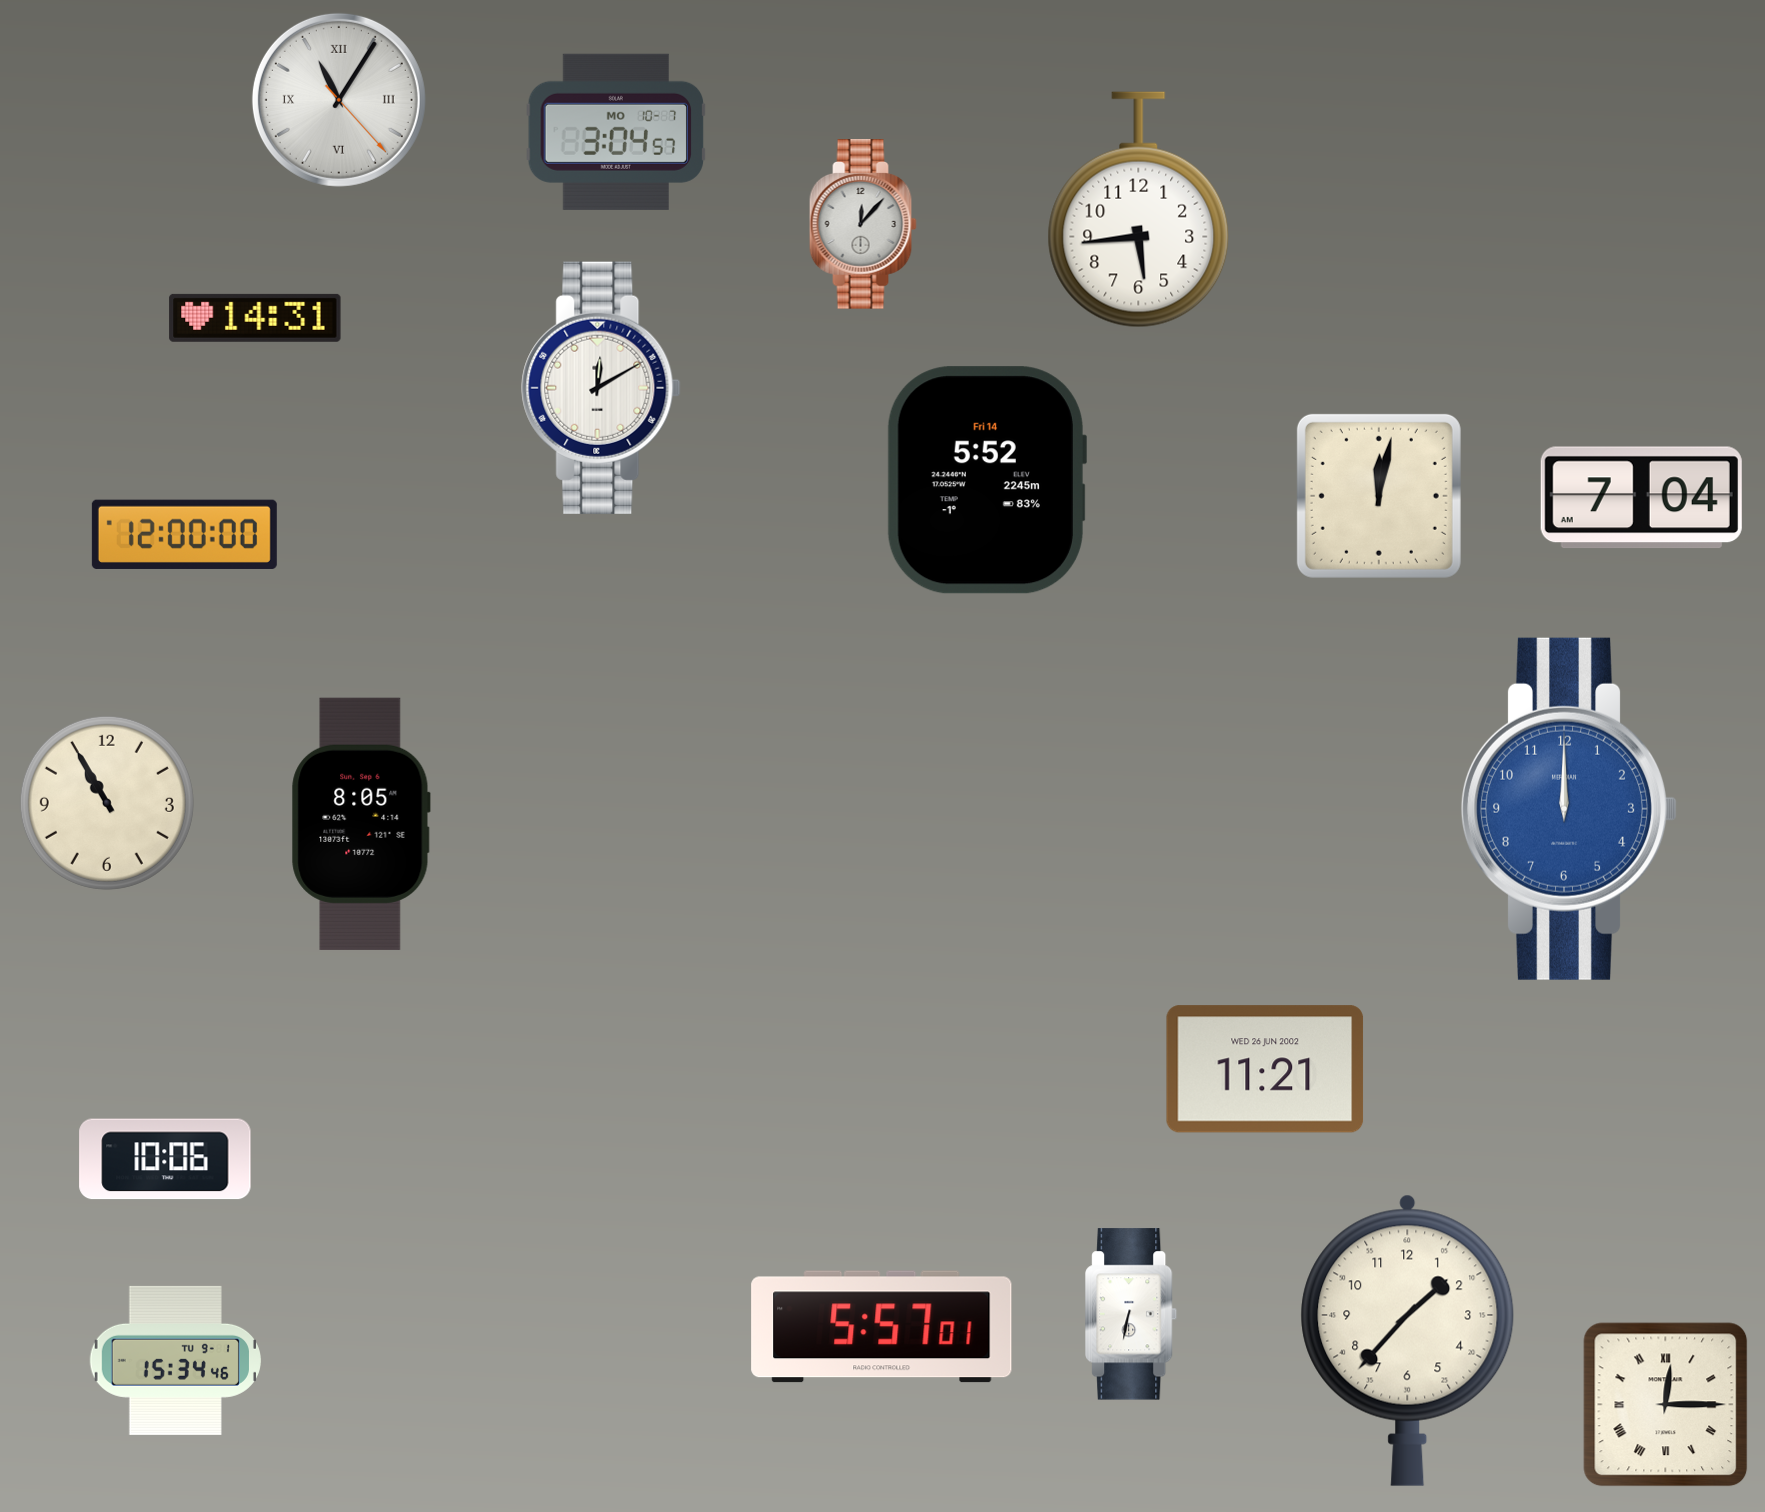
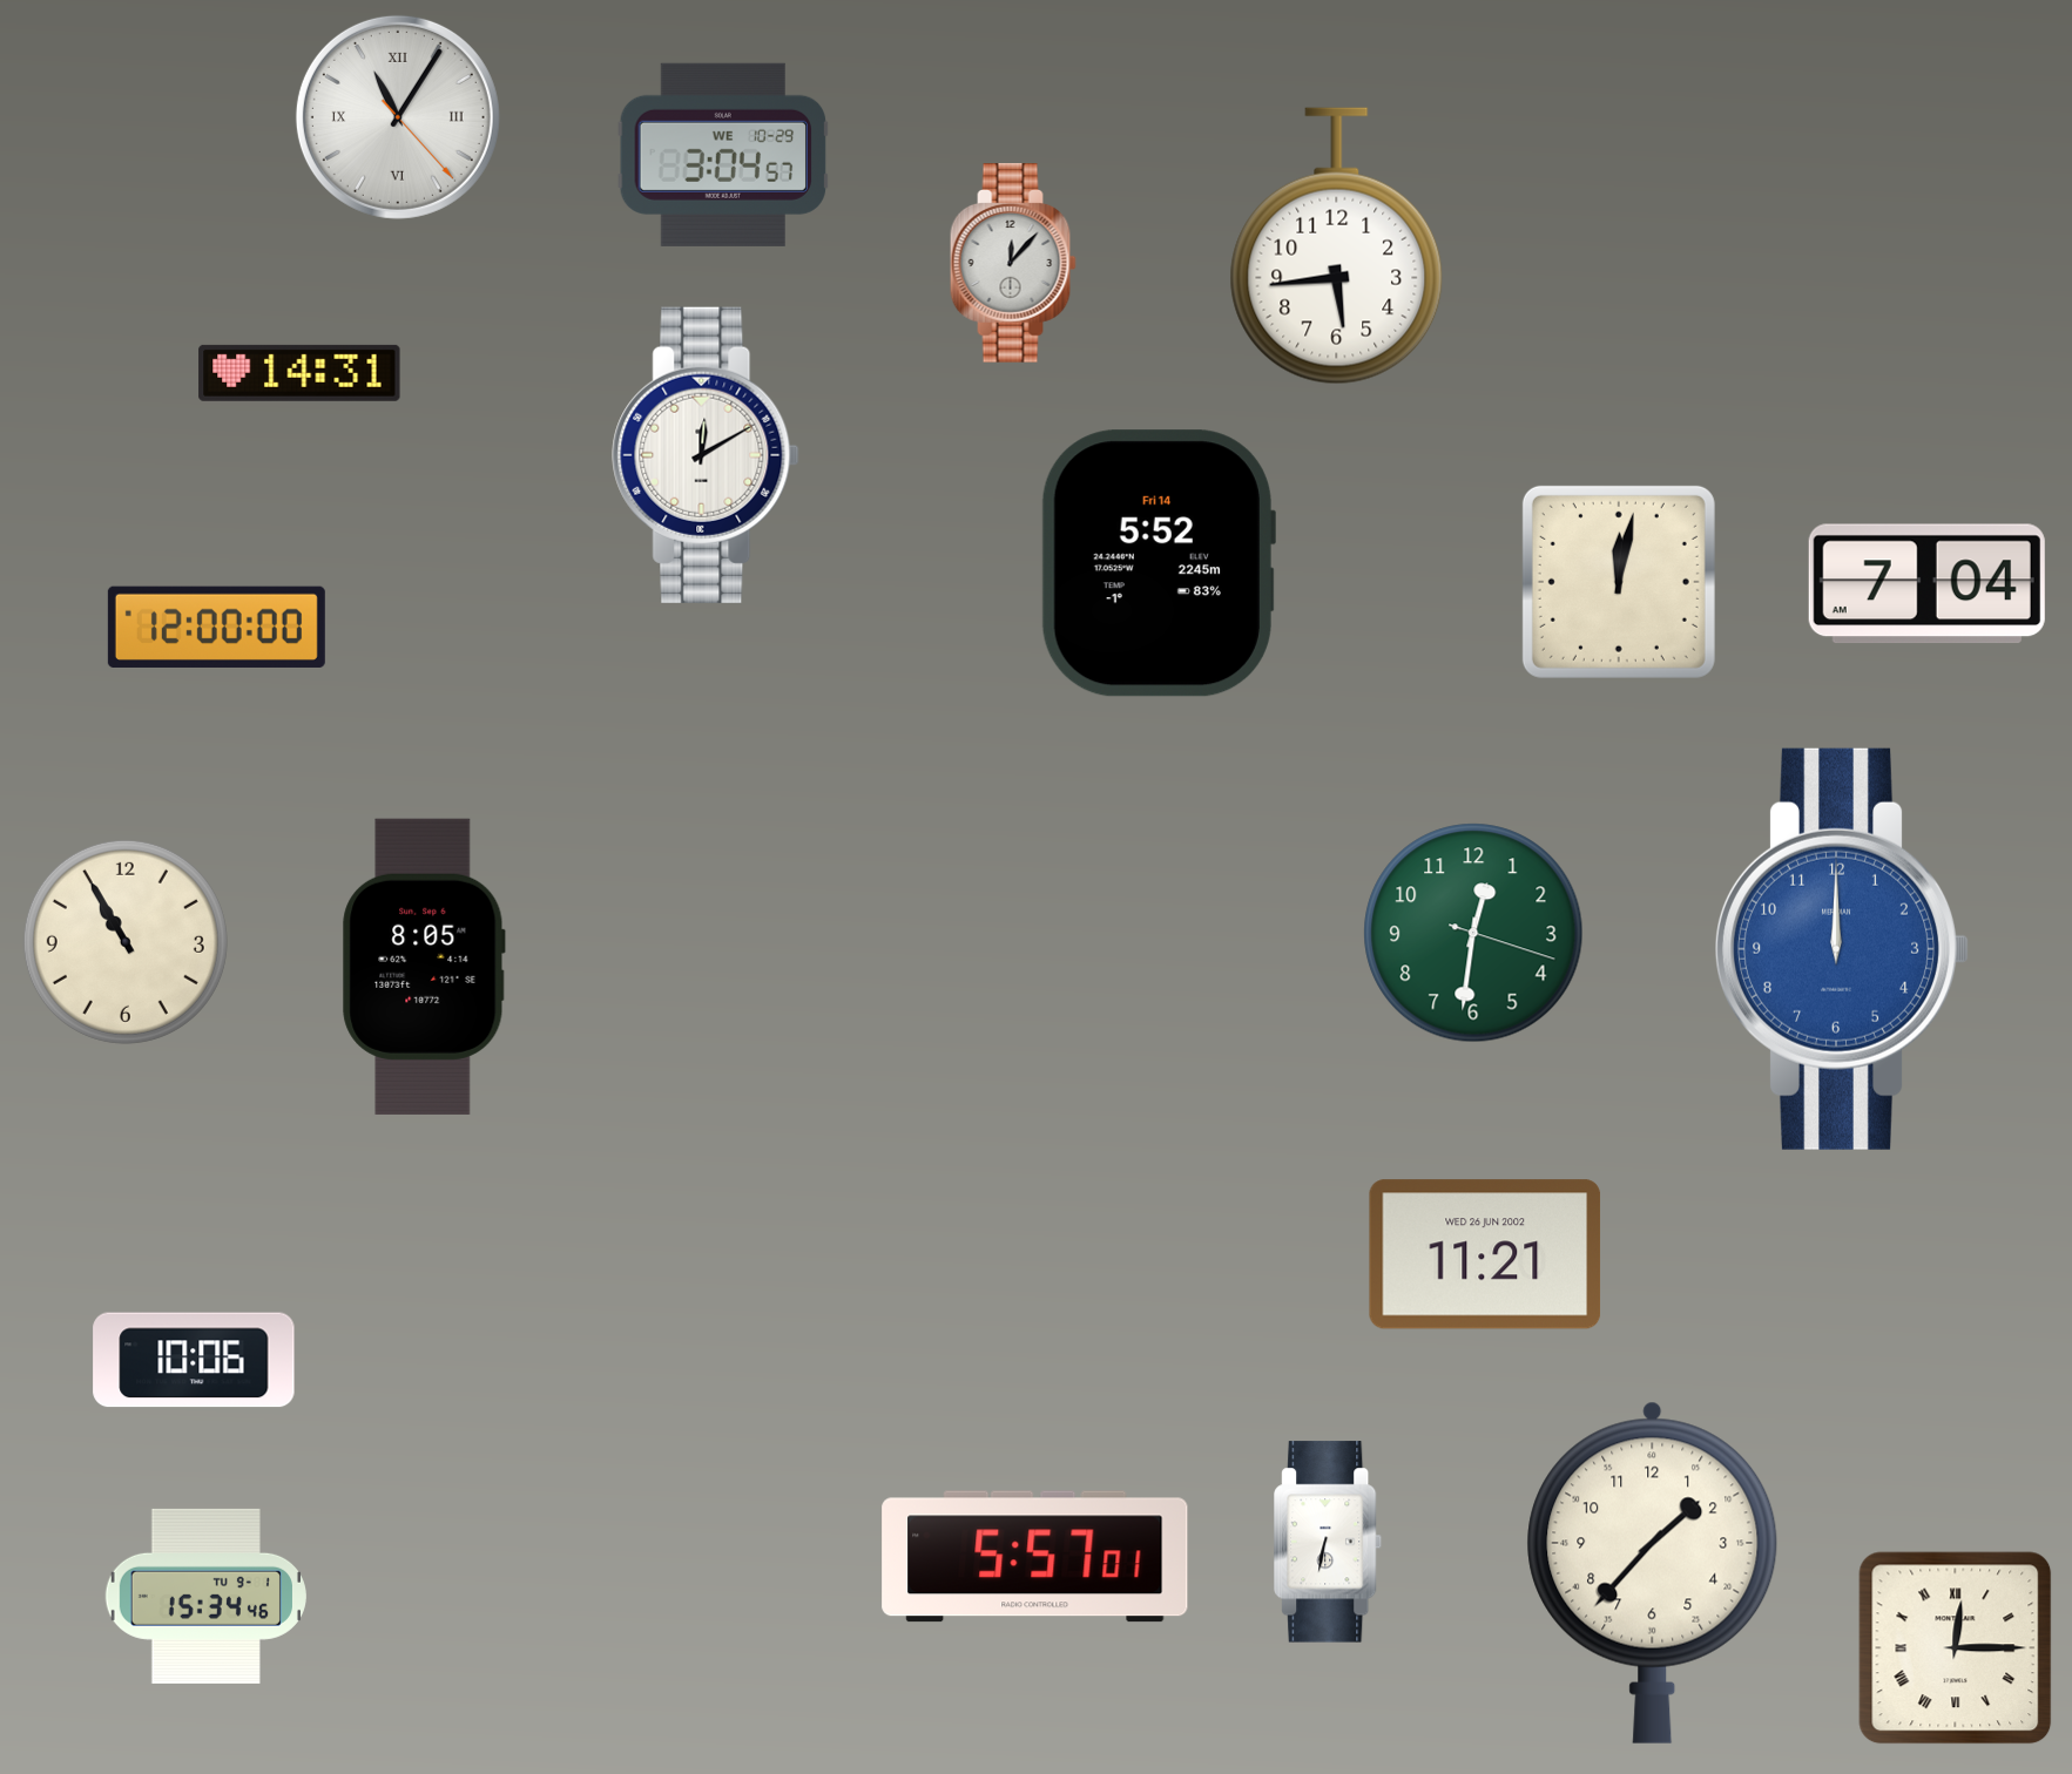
clock at (616, 132) date: MO 10-7 -> WE 10-29
clock at (1473, 933): none -> 12:31
